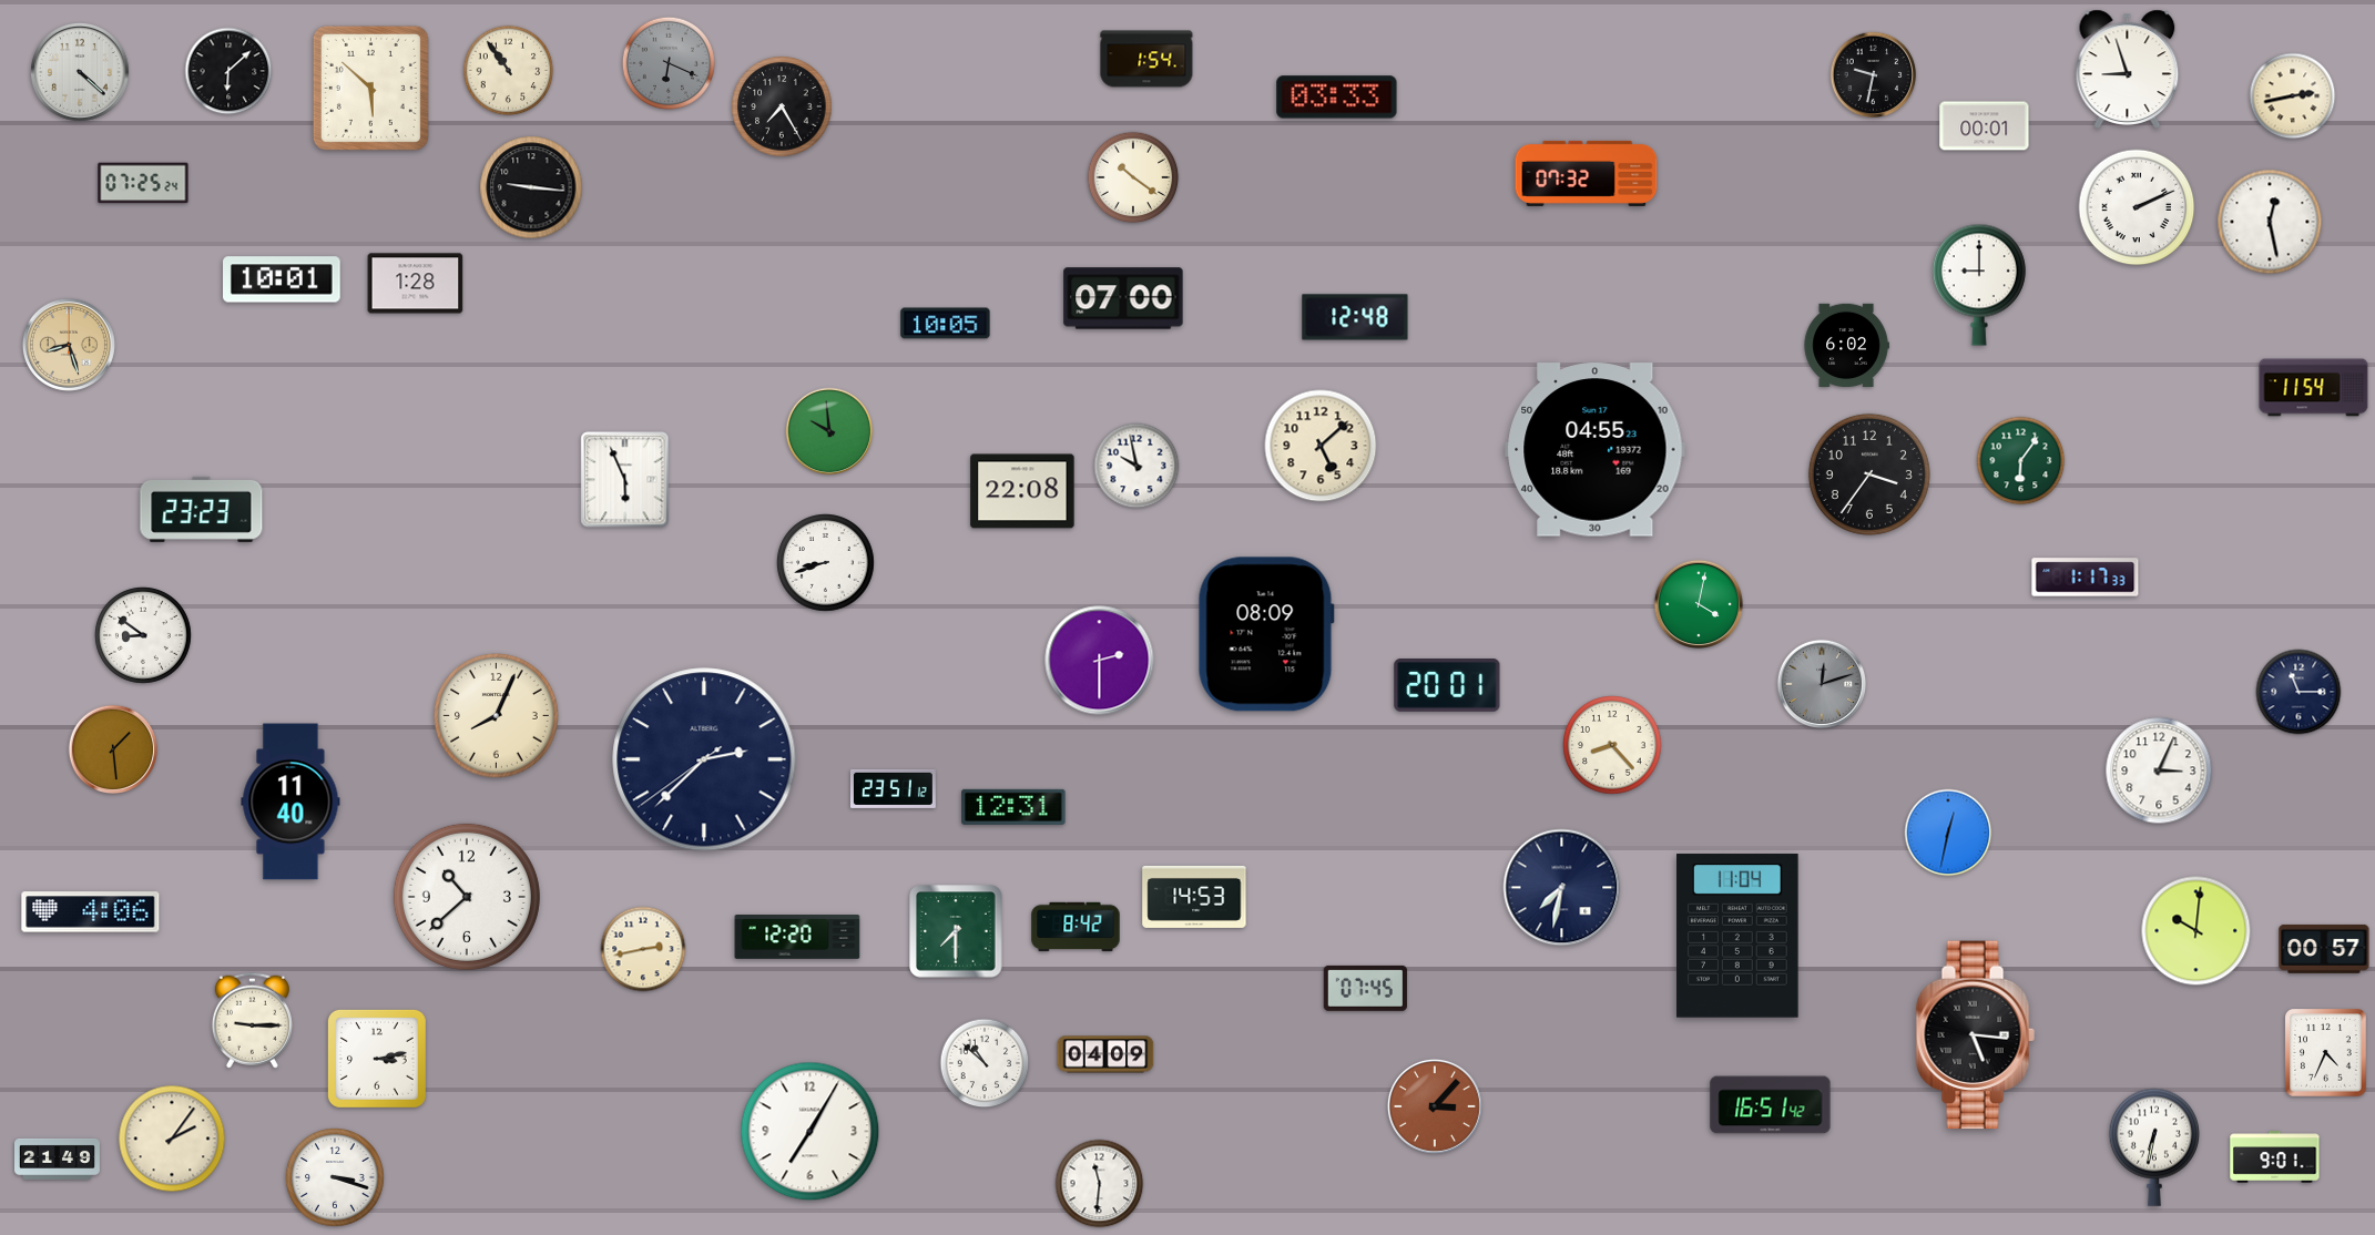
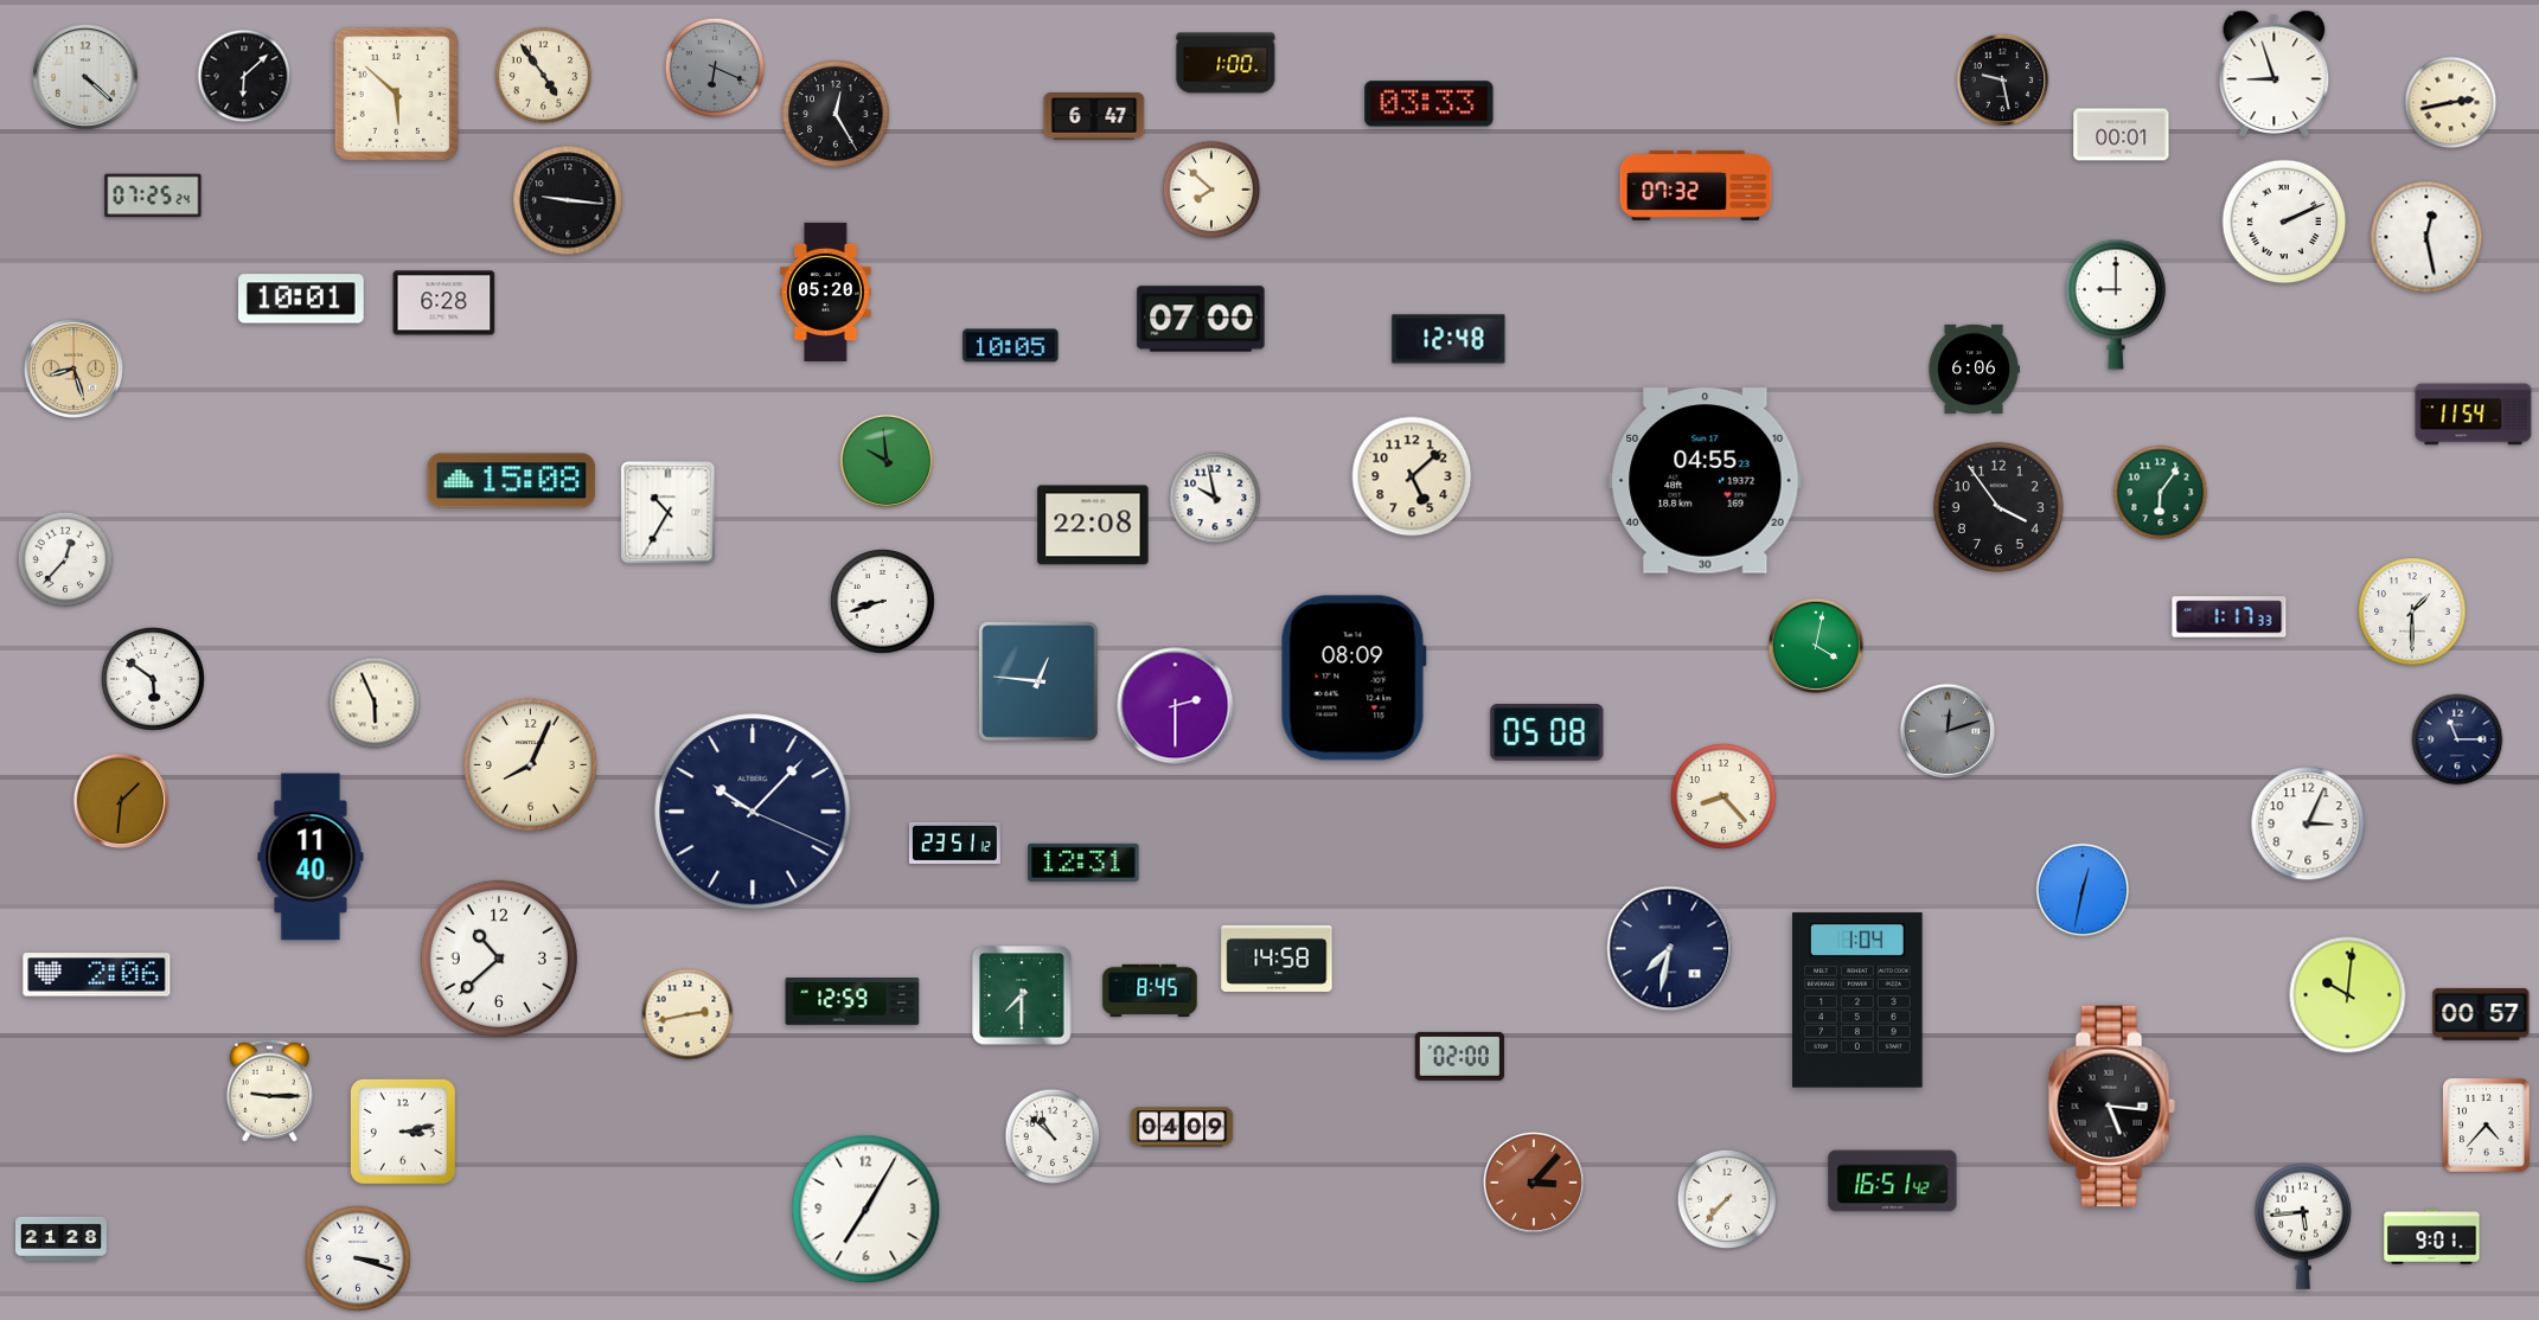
clock at (1146, 59): 1:54 -> 1:00
clock at (509, 71): 10:54 -> 4:54
clock at (1874, 75): 9:32 -> 9:28
clock at (782, 106): 7:25 -> 12:25
clock at (1094, 116): none -> 6:47
clock at (1133, 177): 10:21 -> 7:52
clock at (826, 291): none -> 05:20
clock at (416, 284): 1:28 -> 6:28
clock at (1846, 345): 6:02 -> 6:06
clock at (512, 481): none -> 15:08
clock at (1869, 474): 3:36 -> 3:54
clock at (625, 480): 5:56 -> 10:35
clock at (202, 509): 23:23 -> none
clock at (65, 559): none -> 12:37
clock at (2412, 611): none -> 1:30
clock at (143, 635): 8:51 -> 5:51
clock at (1038, 681): none -> 12:46
clock at (375, 703): none -> 5:56
clock at (1447, 686): 20:01 -> 05:08
clock at (113, 749): 1:29 -> 1:31
clock at (704, 759): 2:37 -> 10:07
clock at (1194, 897): 14:53 -> 14:58
clock at (91, 912): 4:06 -> 2:06
clock at (1076, 927): 8:42 -> 8:45
clock at (1737, 936): 11:04 -> 1:04
clock at (797, 938): 12:20 -> 12:59
clock at (2324, 949) position: (2324, 949) -> (2481, 1014)
clock at (1365, 988): 07:45 -> 02:00
clock at (2326, 1053): 4:34 -> 4:37
clock at (1726, 1198): none -> 7:37
clock at (172, 1139): 2:06 -> none
clock at (2153, 1147): 6:32 -> 5:44
clock at (58, 1159): 21:49 -> 21:28
clock at (1100, 1184): 11:31 -> none
